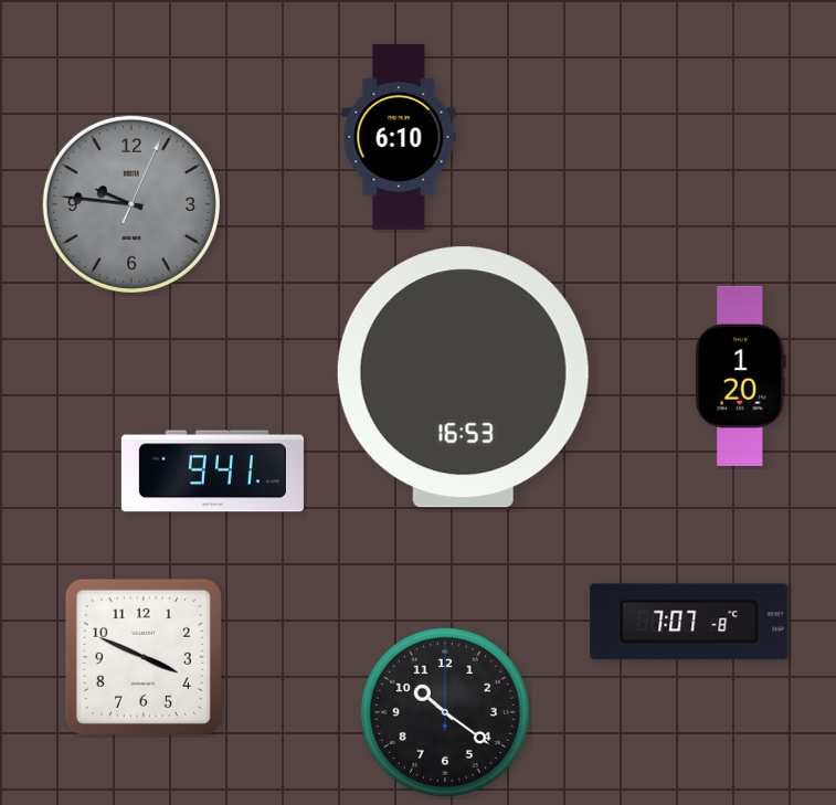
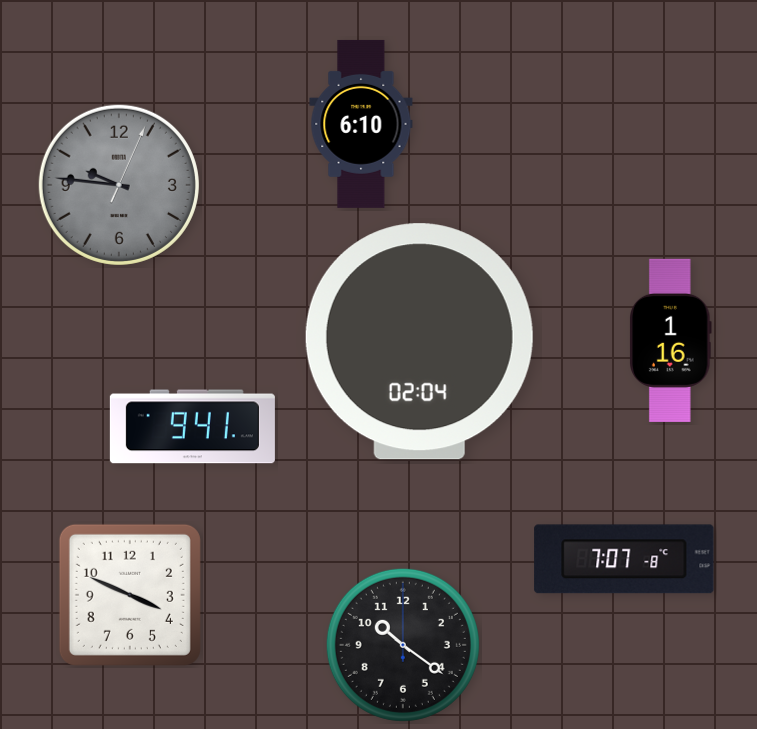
clock at (741, 375): 1:20 -> 1:16
clock at (463, 378): 16:53 -> 02:04
clock at (689, 622) position: (689, 622) -> (624, 559)
